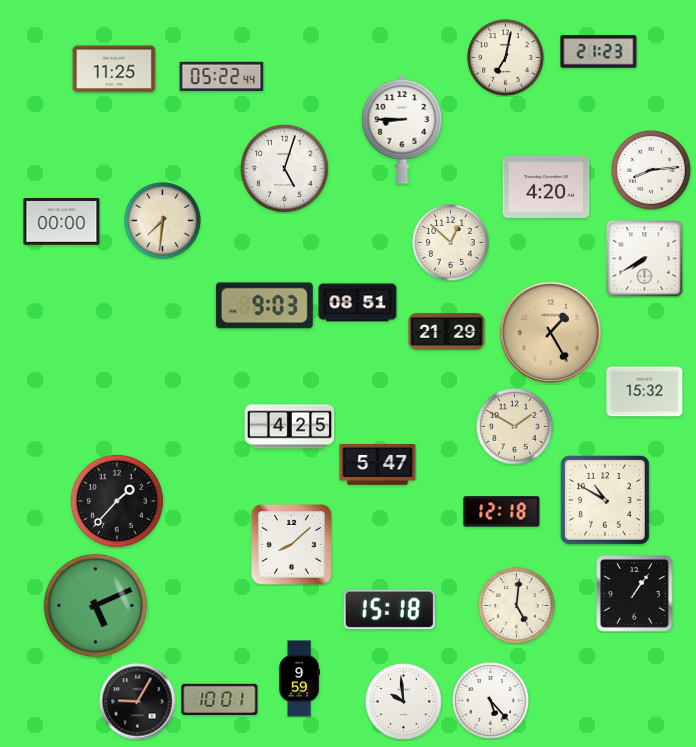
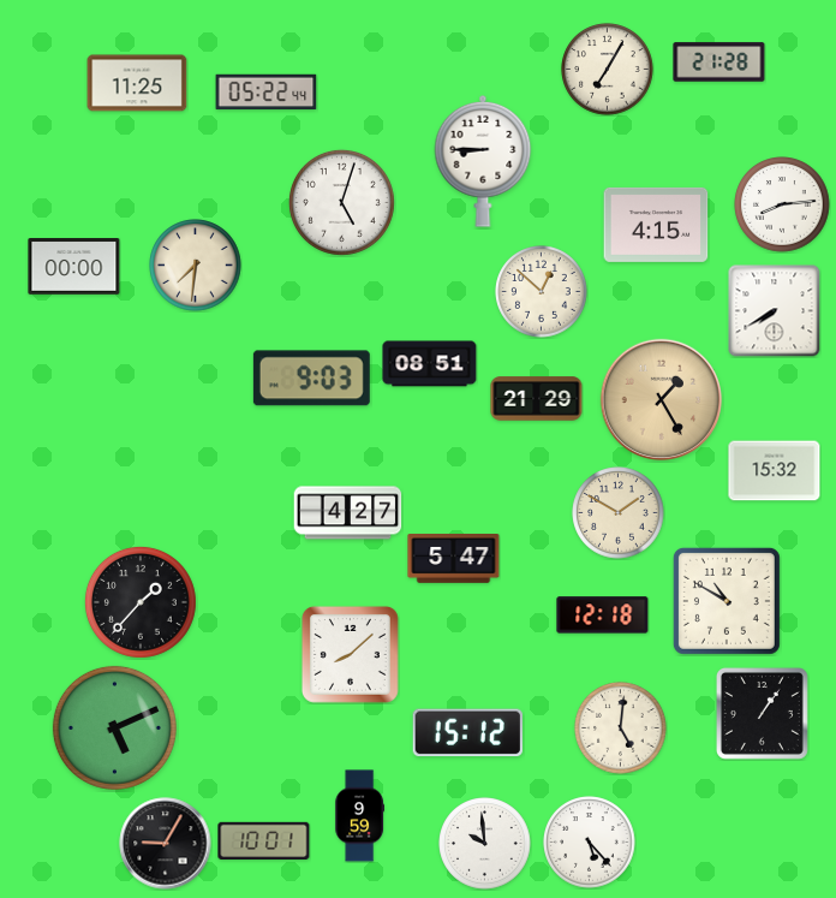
clock at (599, 52): 21:23 -> 21:28
clock at (506, 58): 7:02 -> 7:05
clock at (402, 129) position: (402, 129) -> (483, 161)
clock at (546, 187): 4:20 -> 4:15
clock at (264, 306) position: (264, 306) -> (311, 379)
clock at (290, 427): 4:25 -> 4:27
clock at (389, 610): 15:18 -> 15:12
